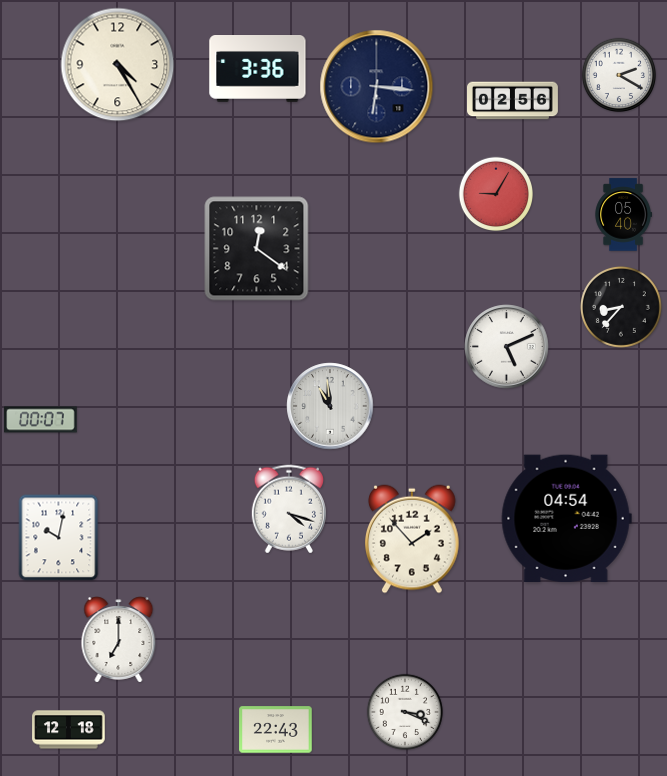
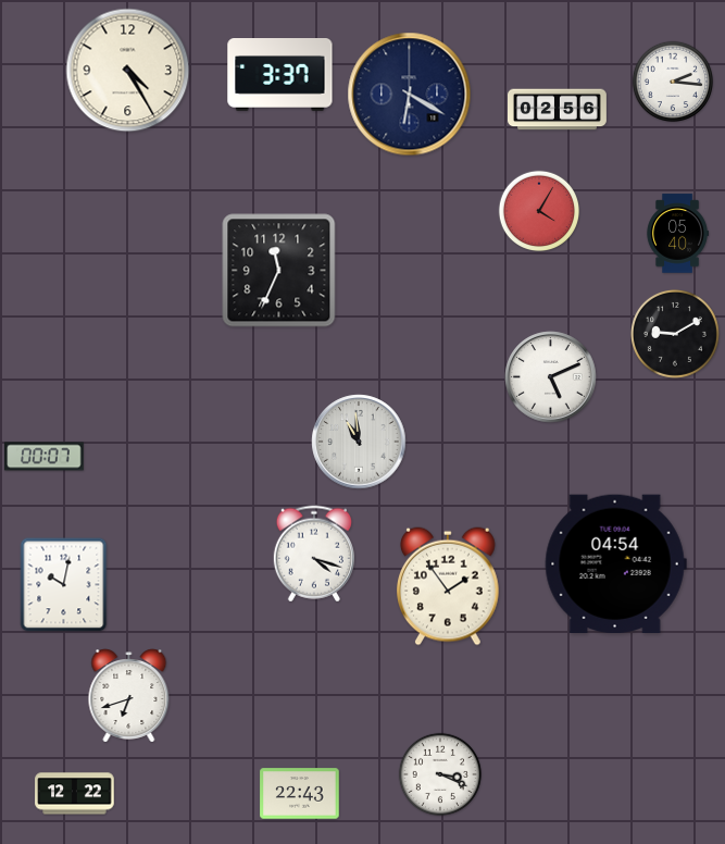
clock at (258, 69): 3:36 -> 3:37
clock at (618, 74): 2:20 -> 2:16
clock at (377, 87): 6:16 -> 6:20
clock at (495, 193): 9:05 -> 4:05
clock at (257, 249): 12:21 -> 11:34
clock at (621, 307): 8:37 -> 9:10
clock at (413, 539): 1:53 -> 1:54
clock at (119, 640): 7:00 -> 6:42
clock at (69, 730): 12:18 -> 12:22
